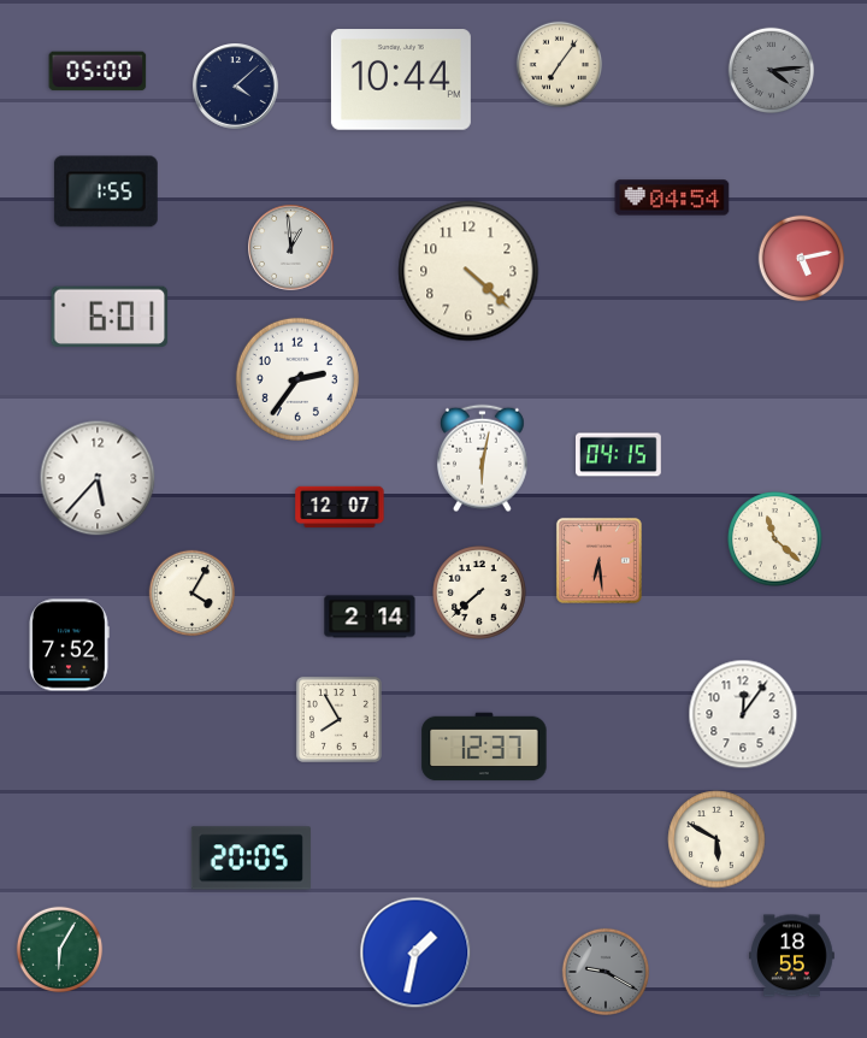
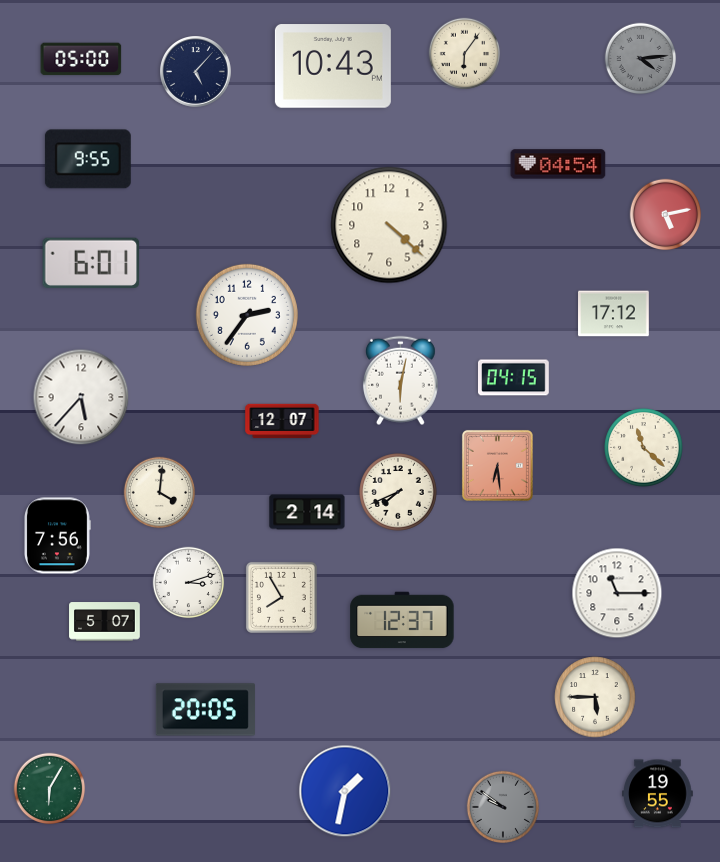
clock at (560, 65): 7:06 -> 6:06
clock at (401, 79): 10:44 -> 10:43
clock at (236, 87): 4:08 -> 5:07
clock at (106, 191): 1:55 -> 9:55
clock at (291, 248): 12:59 -> none
clock at (614, 314): none -> 17:12
clock at (479, 592): 7:38 -> 7:41
clock at (193, 594): 4:05 -> 4:01
clock at (69, 645): 7:52 -> 7:56
clock at (189, 583): none -> 3:12
clock at (743, 714): 12:06 -> 11:15
clock at (105, 622): none -> 5:07
clock at (716, 839): 5:50 -> 5:45
clock at (250, 859) position: (250, 859) -> (205, 710)
clock at (792, 956): 18:55 -> 19:55
clock at (604, 971): 9:20 -> 9:51
